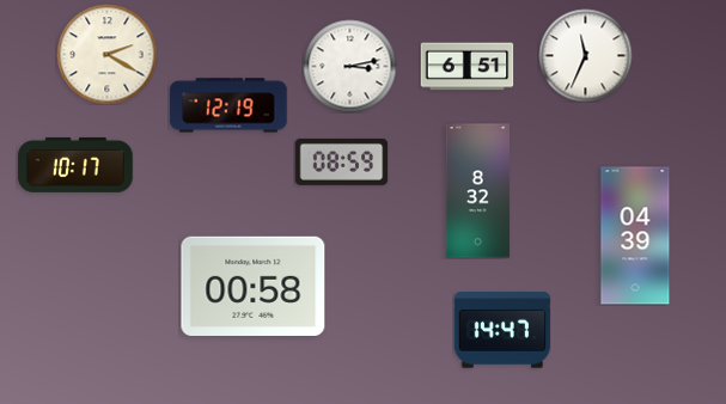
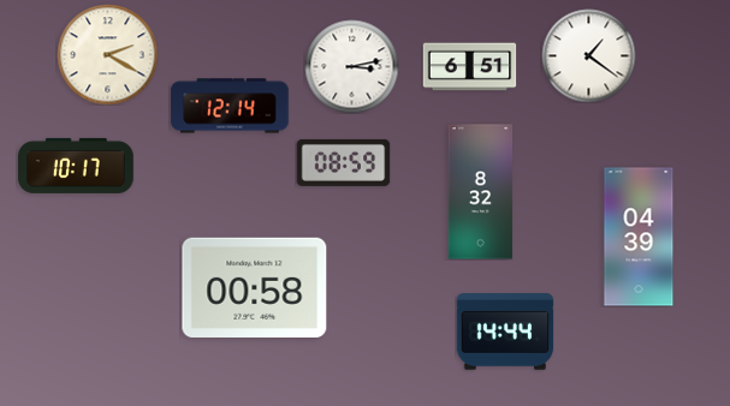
clock at (585, 55): 11:34 -> 1:21
clock at (228, 105): 12:19 -> 12:14
clock at (502, 330): 14:47 -> 14:44
